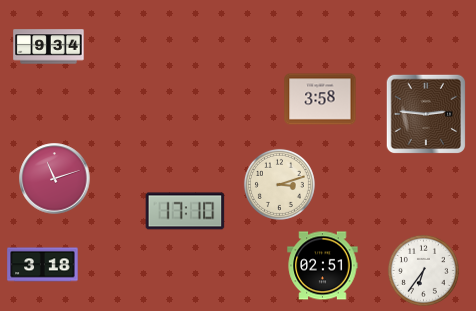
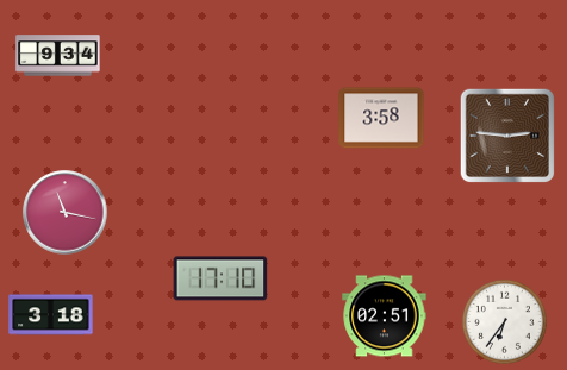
clock at (55, 179): 11:12 -> 11:17
clock at (279, 184): 3:12 -> none
clock at (185, 211) position: (185, 211) -> (220, 278)
